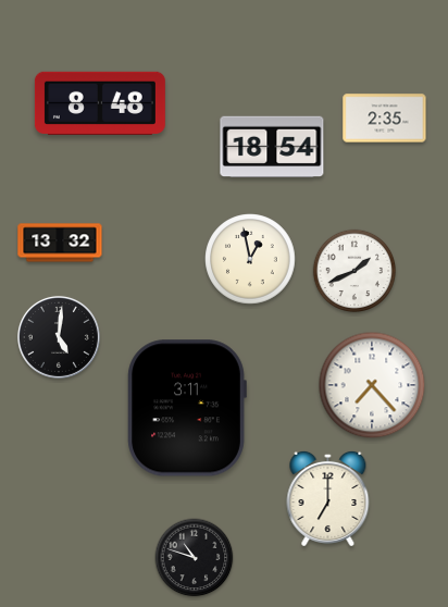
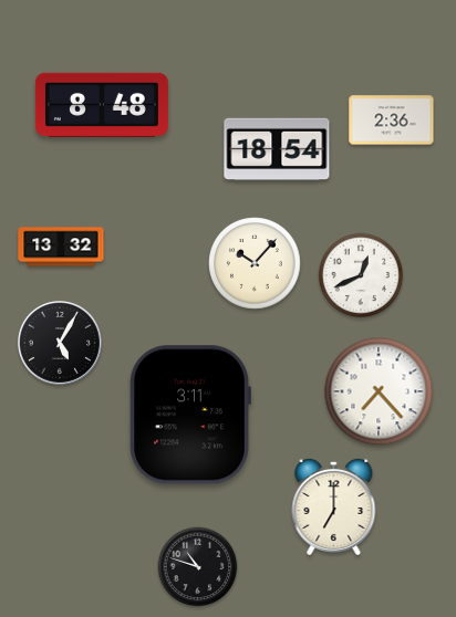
clock at (385, 119): 2:35 -> 2:36
clock at (250, 259): 12:58 -> 10:07
clock at (354, 271): 1:41 -> 12:41
clock at (59, 337): 5:01 -> 5:05
